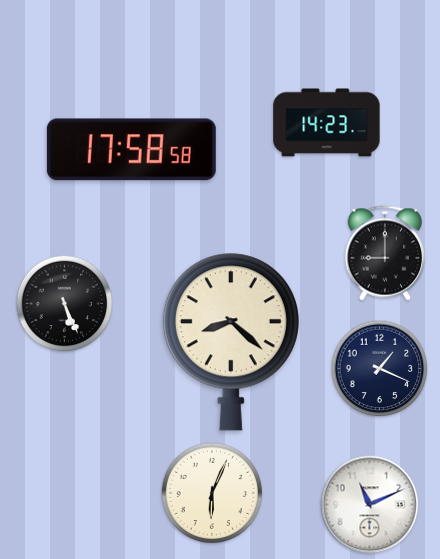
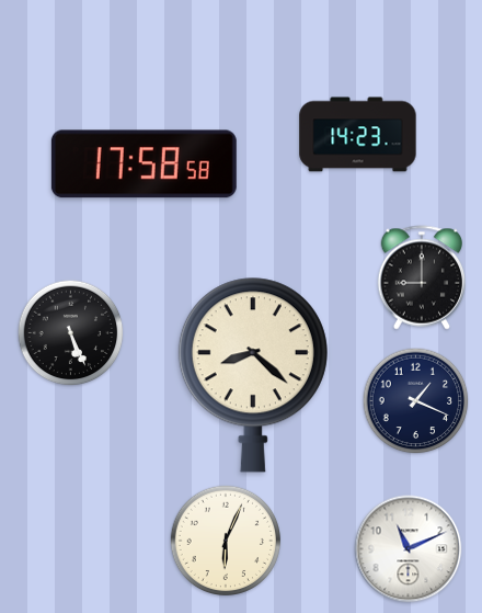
clock at (380, 369) position: (380, 369) -> (416, 401)
clock at (212, 493) position: (212, 493) -> (226, 541)
clock at (370, 505) position: (370, 505) -> (409, 549)
